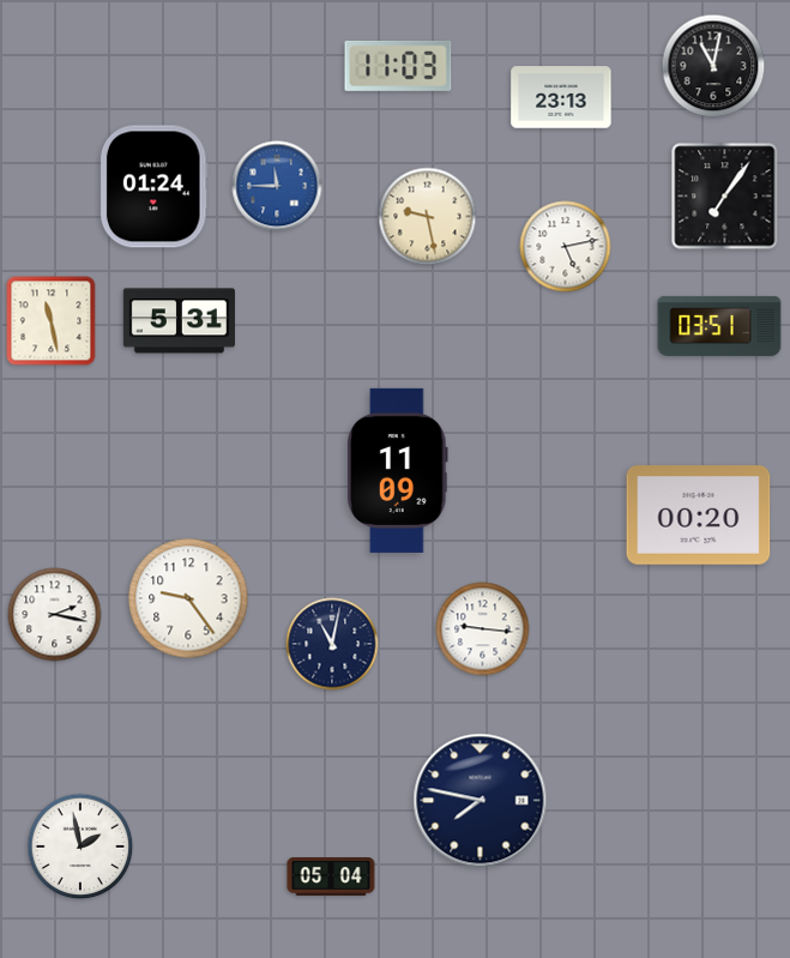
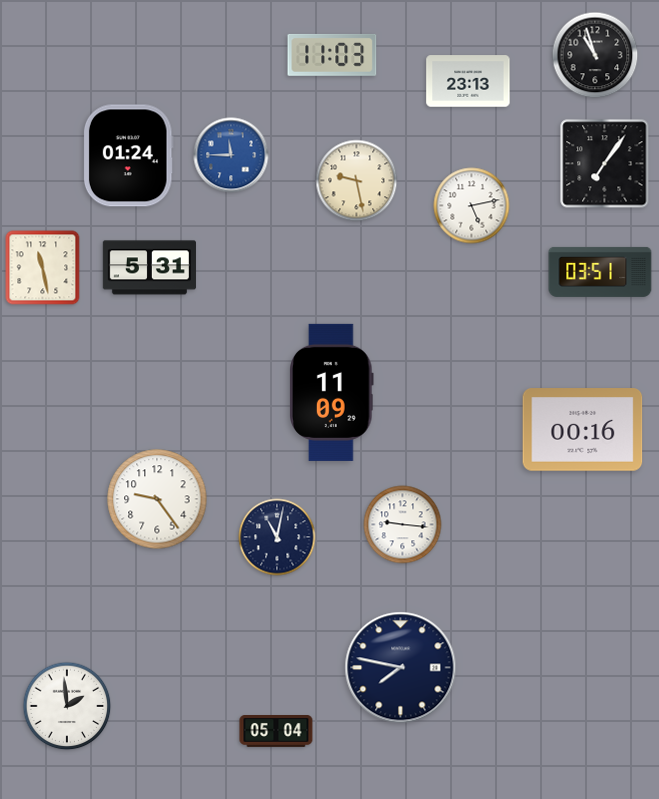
clock at (713, 66): 11:02 -> 10:57
clock at (699, 516): 00:20 -> 00:16
clock at (55, 615): 2:17 -> none
clock at (80, 846): 1:58 -> 1:59
